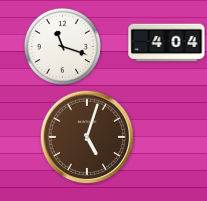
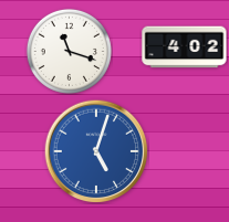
clock at (167, 43): 4:04 -> 4:02
clock at (87, 137) dial: brown -> blue
